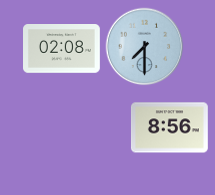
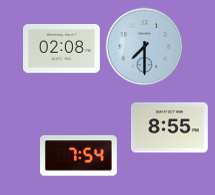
clock at (169, 128): 8:56 -> 8:55
clock at (79, 156): none -> 7:54
